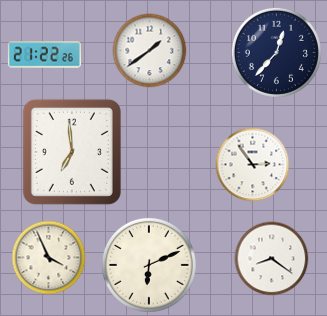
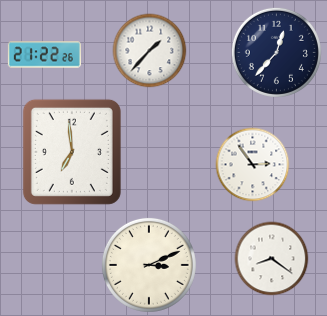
clock at (150, 51): 1:39 -> 1:37
clock at (49, 258): 3:56 -> none
clock at (149, 265): 6:11 -> 3:11
